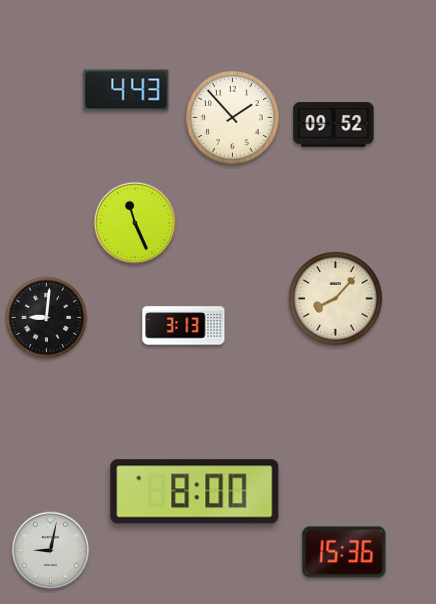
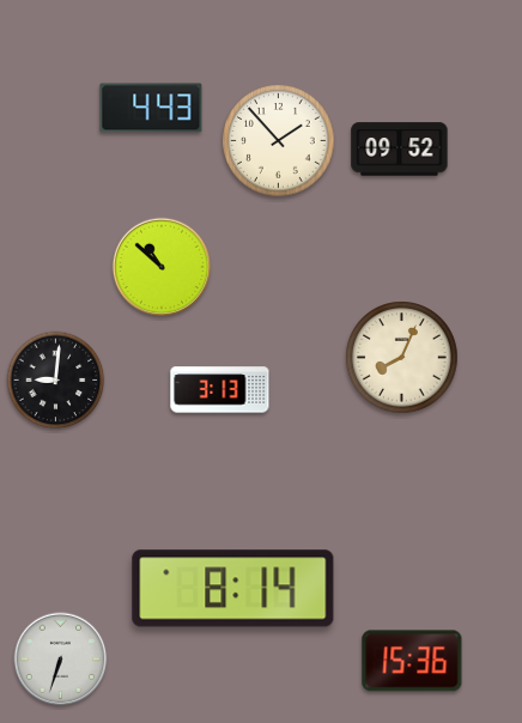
clock at (135, 223): 11:26 -> 10:52
clock at (336, 299): 8:07 -> 8:04
clock at (195, 492): 8:00 -> 8:14
clock at (51, 551): 9:02 -> 6:33
